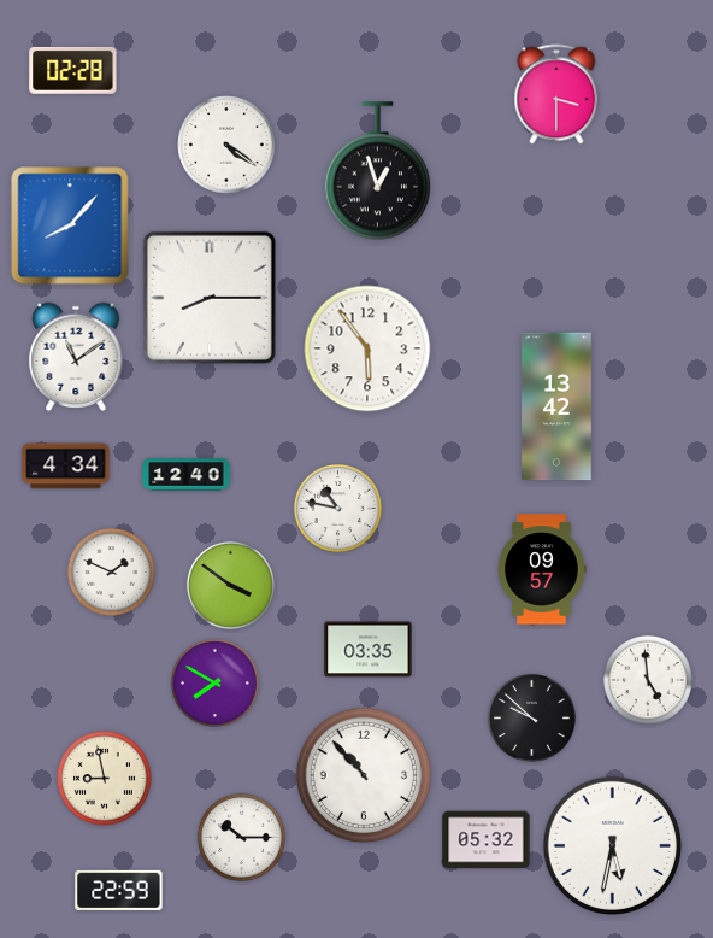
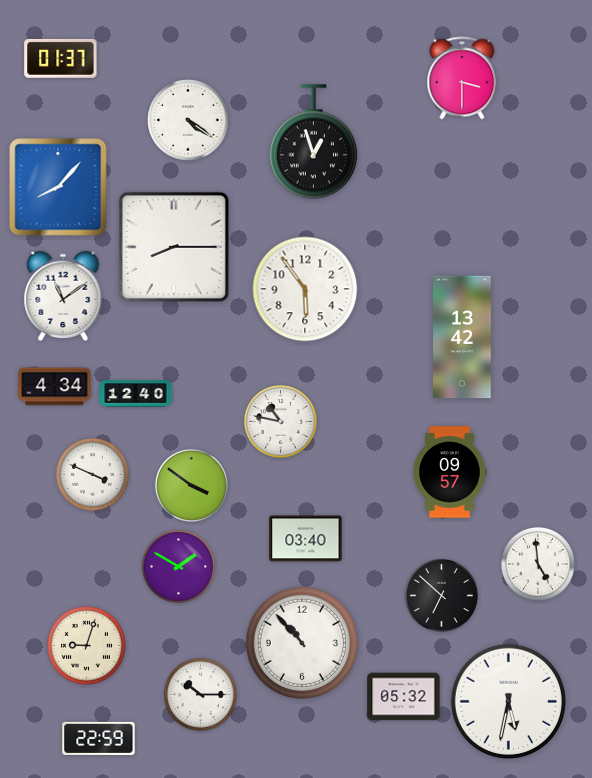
clock at (73, 70): 02:28 -> 01:37
clock at (187, 475) position: (187, 475) -> (136, 394)
clock at (111, 571): 1:49 -> 3:49
clock at (369, 650): 03:35 -> 03:40
clock at (214, 682): 7:50 -> 1:50
clock at (531, 717): 9:52 -> 6:52
clock at (105, 779): 8:58 -> 9:03
